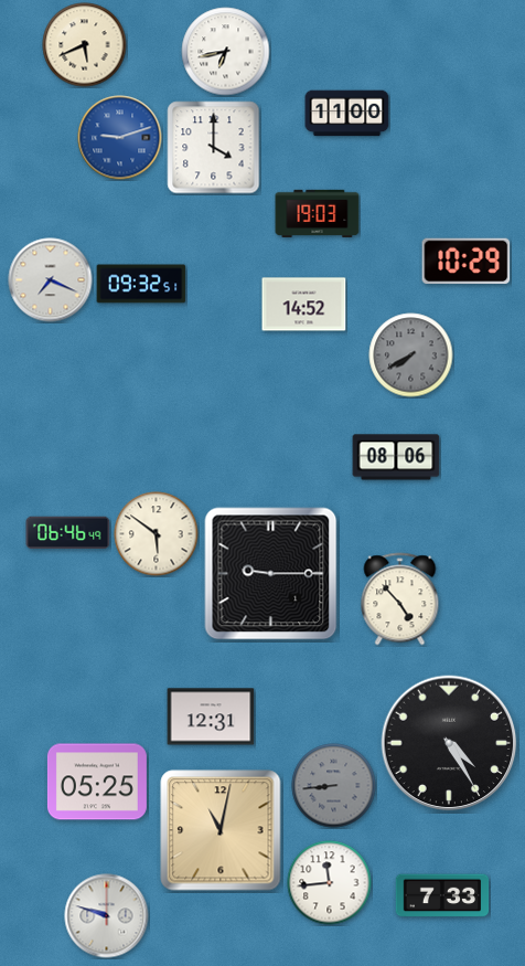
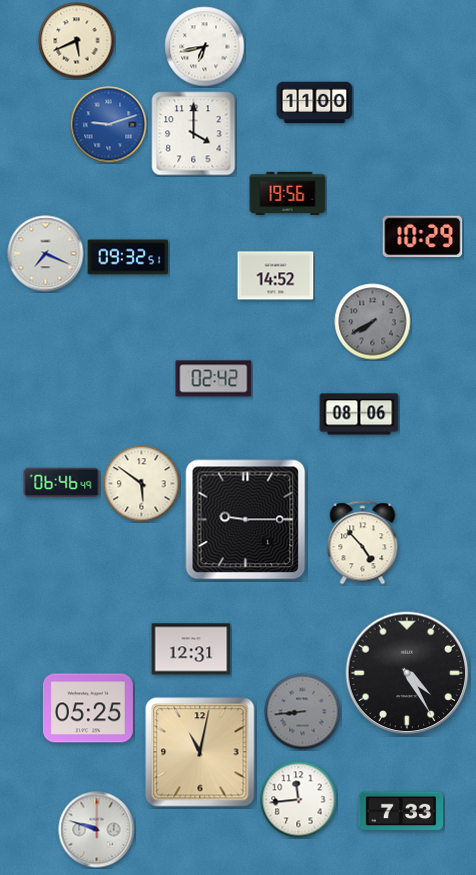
clock at (318, 213): 19:03 -> 19:56
clock at (214, 379): none -> 02:42
